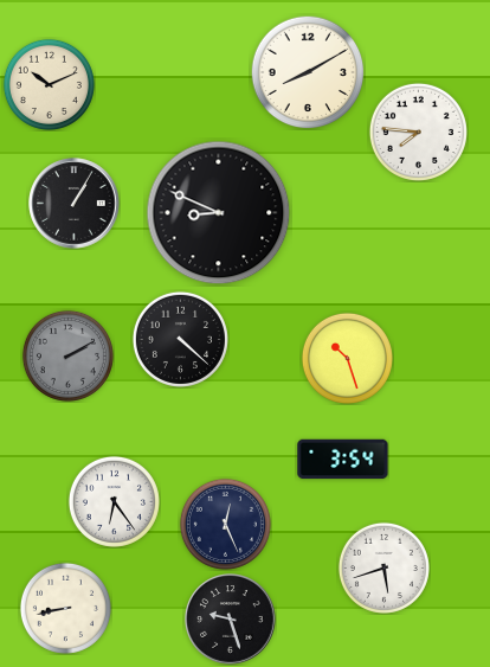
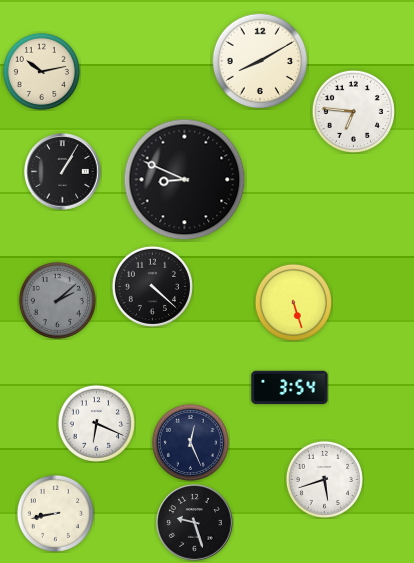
clock at (49, 84): 10:11 -> 10:13
clock at (418, 132): 7:46 -> 6:46
clock at (67, 355): 2:10 -> 2:08
clock at (347, 358): 10:27 -> 5:27
clock at (114, 501): 6:24 -> 6:19
